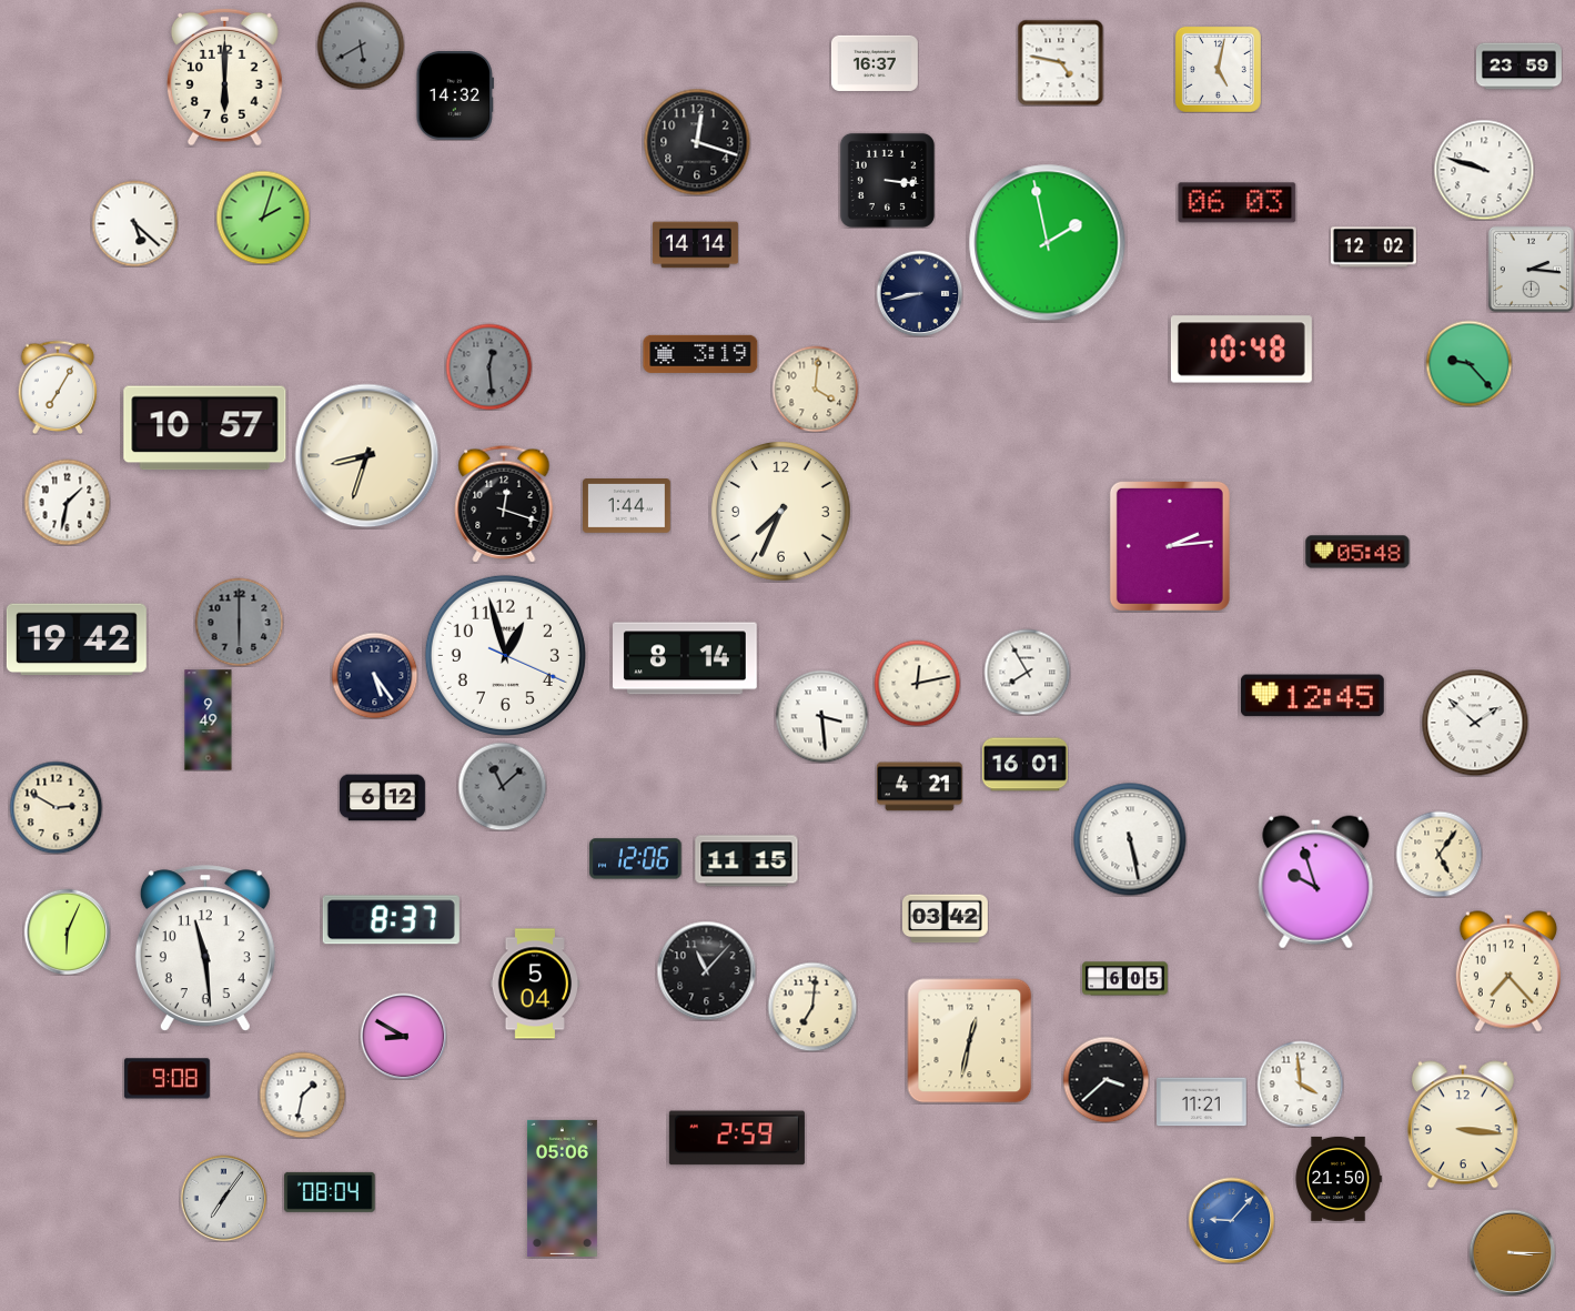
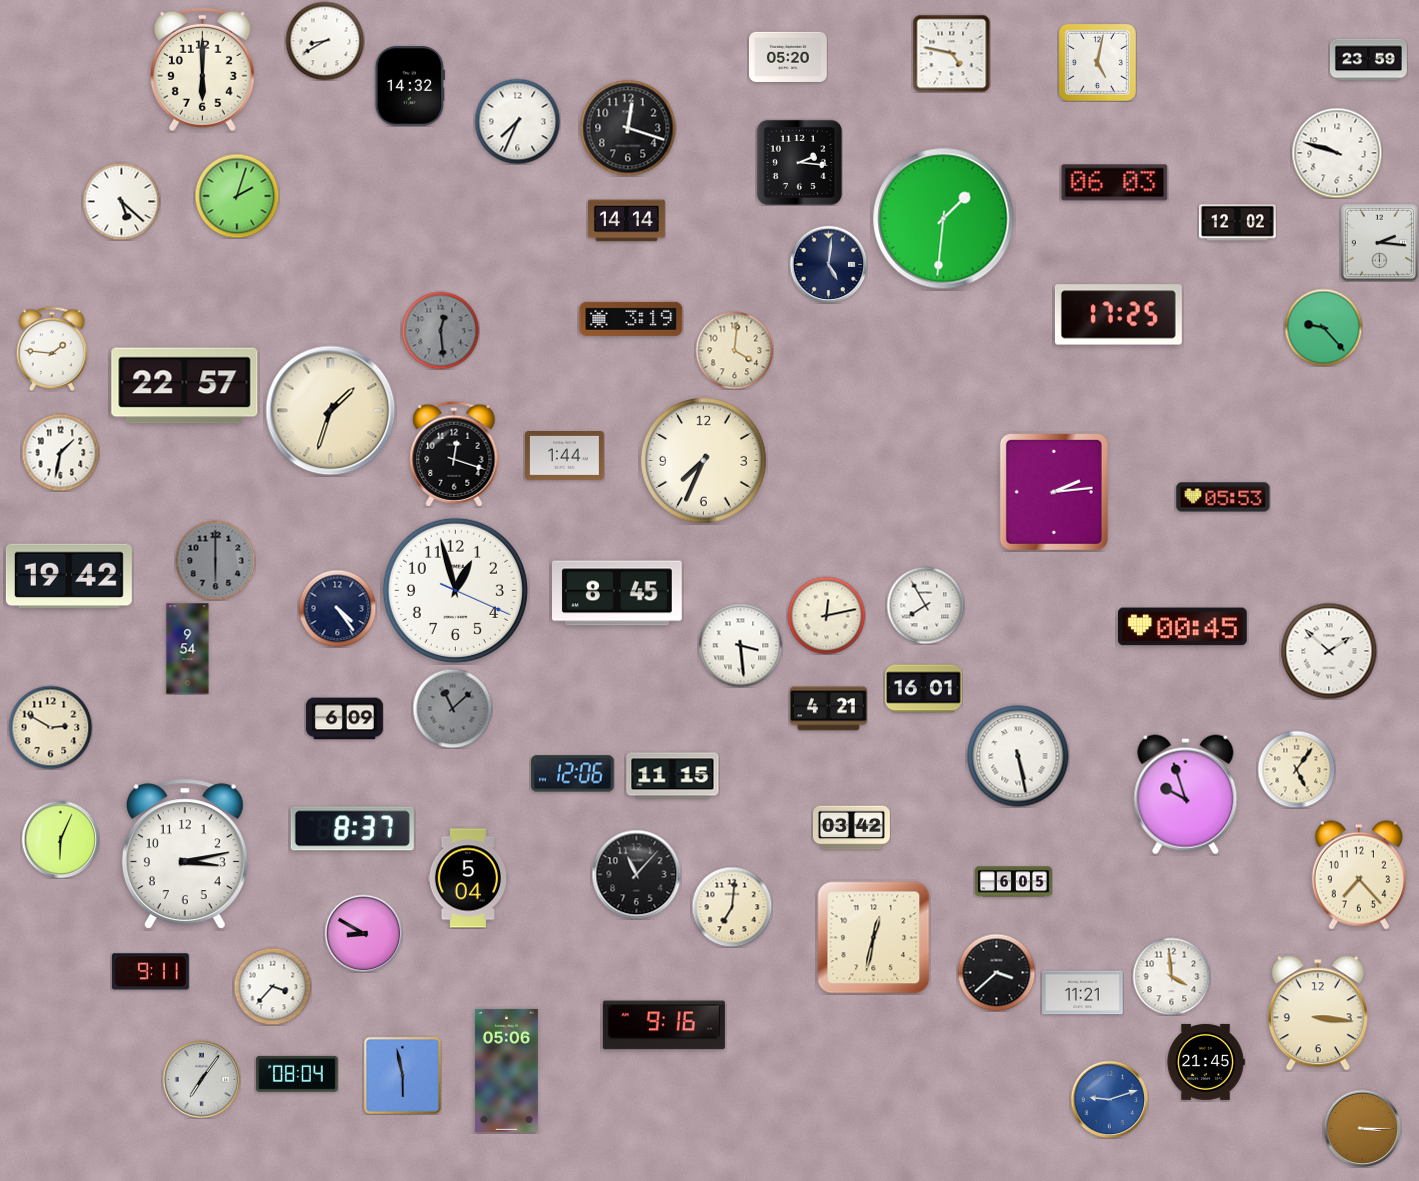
clock at (361, 46): 5:40 -> 8:40
clock at (361, 46) dial: grey -> white
clock at (1060, 62) position: (1060, 62) -> (951, 53)
clock at (875, 63): 16:37 -> 05:20
clock at (517, 121): none -> 7:34
clock at (887, 180): 3:16 -> 2:16
clock at (1048, 243): 1:58 -> 1:31
clock at (919, 293): 8:43 -> 5:01
clock at (1241, 350): 10:48 -> 17:25
clock at (58, 387): 7:05 -> 1:46
clock at (205, 428): 10:57 -> 22:57
clock at (367, 456): 8:33 -> 1:33
clock at (1357, 552): 05:48 -> 05:53
clock at (686, 658): 8:14 -> 8:45
clock at (374, 675): 5:24 -> 4:24
clock at (1312, 696): 12:45 -> 00:45
clock at (209, 720): 9:49 -> 9:54
clock at (382, 798): 6:12 -> 6:09
clock at (205, 948): 11:29 -> 3:13
clock at (535, 984) position: (535, 984) -> (468, 878)
clock at (166, 1079): 9:08 -> 9:11
clock at (302, 1095): 1:32 -> 3:37
clock at (737, 1138): 2:59 -> 9:16
clock at (1339, 1179): 21:50 -> 21:45
clock at (402, 1075): none -> 5:58
clock at (1231, 1220): 9:07 -> 9:12
